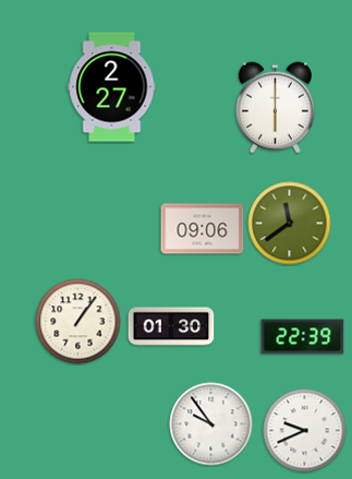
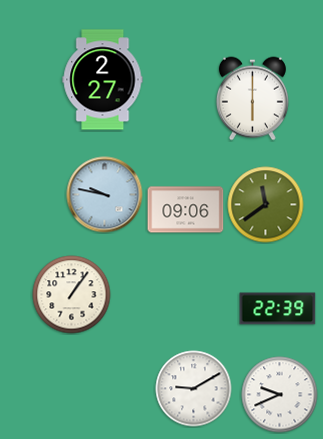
clock at (105, 195): none -> 9:47
clock at (171, 326): 01:30 -> none
clock at (211, 424): 9:54 -> 9:10
